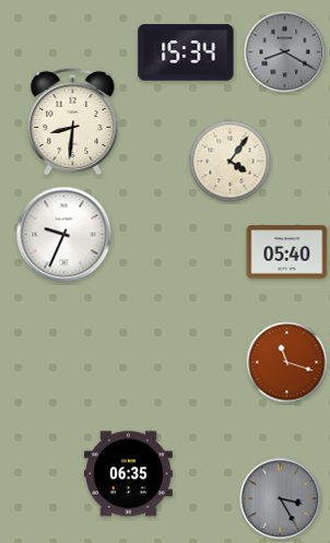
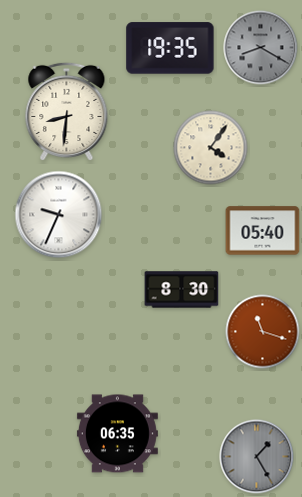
clock at (186, 52): 15:34 -> 19:35
clock at (182, 290): none -> 8:30
clock at (281, 499): 3:25 -> 1:25
